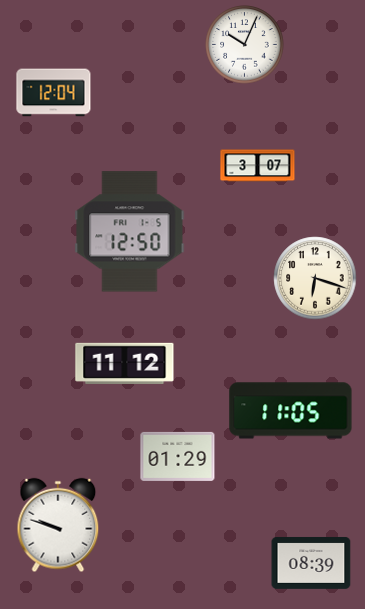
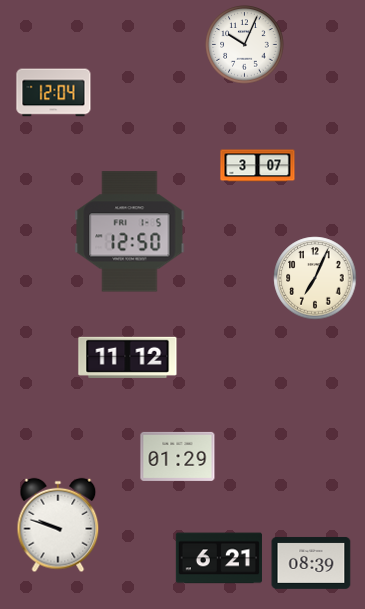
clock at (315, 278): 6:18 -> 7:04
clock at (125, 363) position: (125, 363) -> (128, 357)
clock at (291, 411): 11:05 -> none
clock at (219, 558): none -> 6:21
